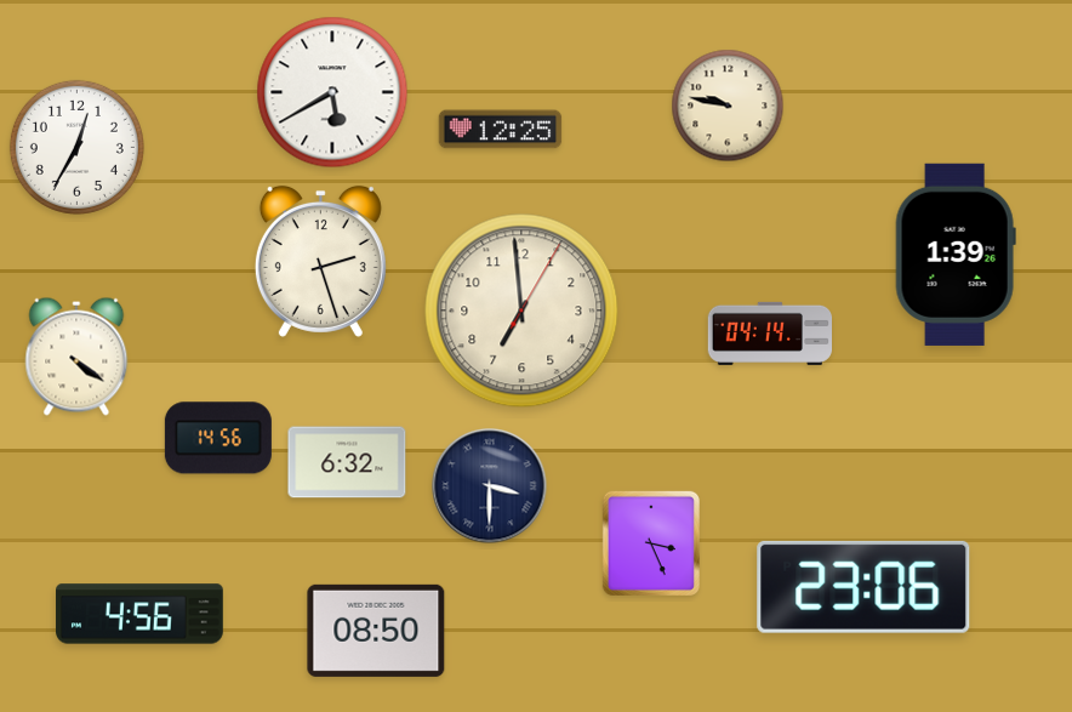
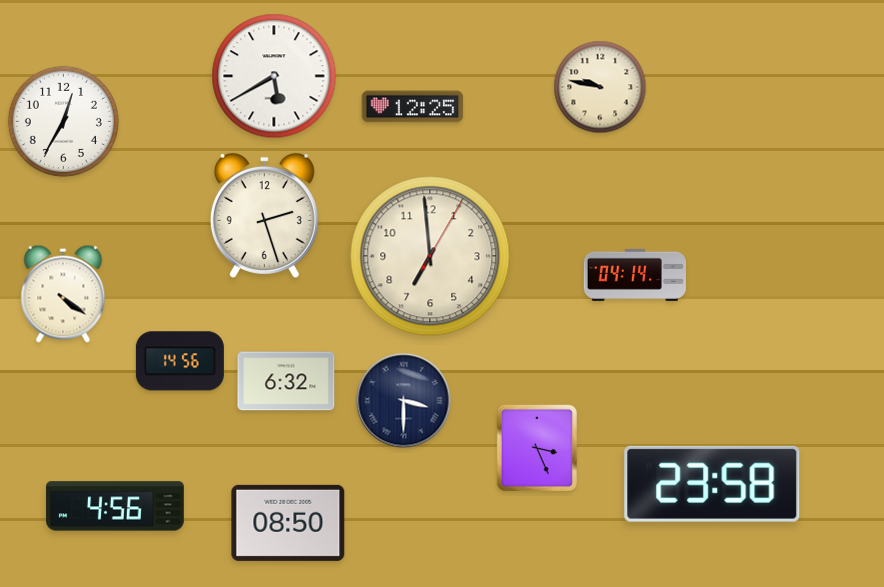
clock at (956, 255): 1:39 -> none
clock at (863, 587): 23:06 -> 23:58
clock at (376, 631) position: (376, 631) -> (288, 523)
